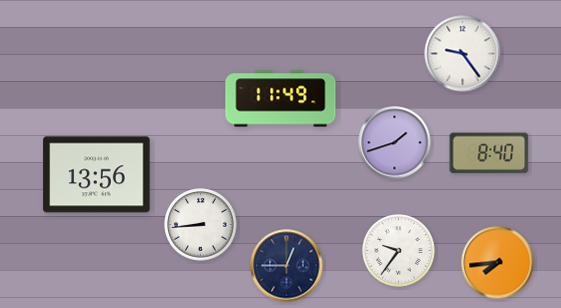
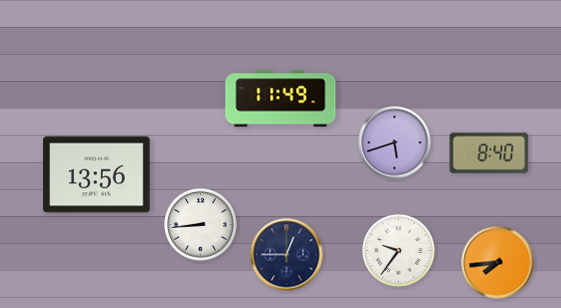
clock at (463, 54): 9:24 -> none
clock at (395, 143): 1:42 -> 5:42
clock at (287, 266) position: (287, 266) -> (287, 255)
